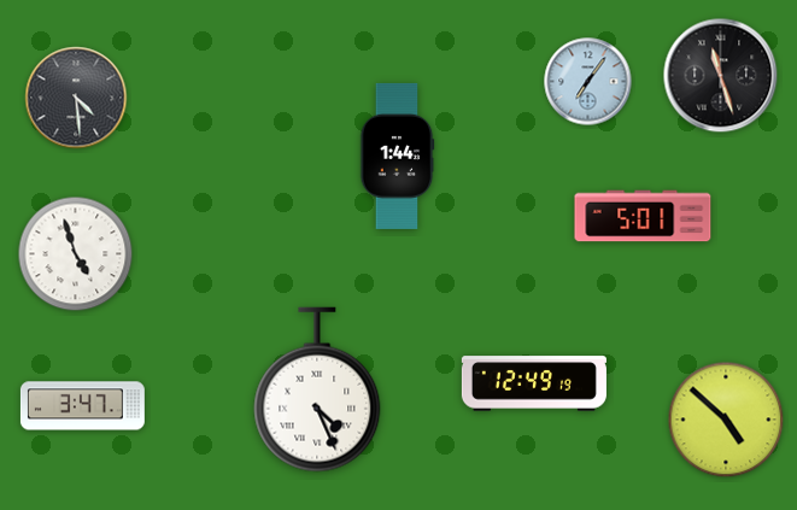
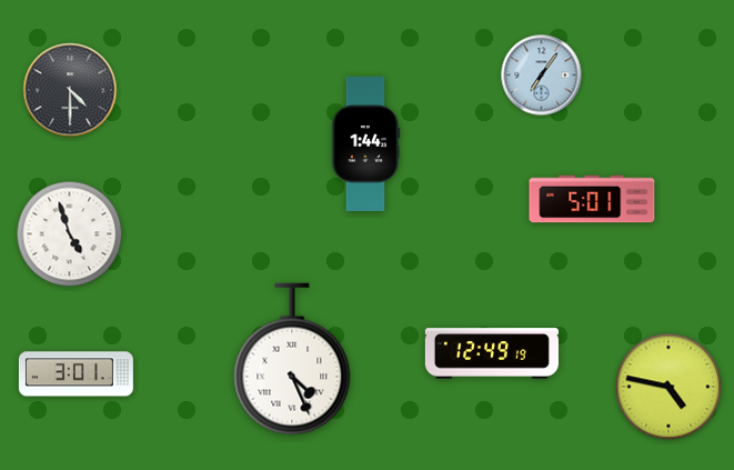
clock at (721, 76): 11:27 -> none
clock at (76, 98): 4:29 -> 4:30
clock at (82, 406): 3:47 -> 3:01
clock at (726, 420): 4:52 -> 4:47
